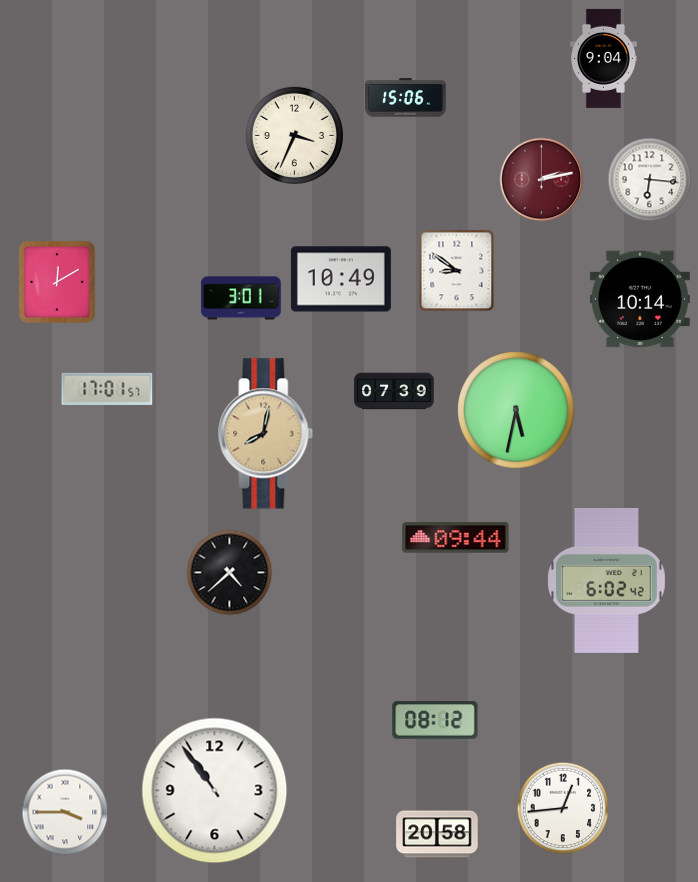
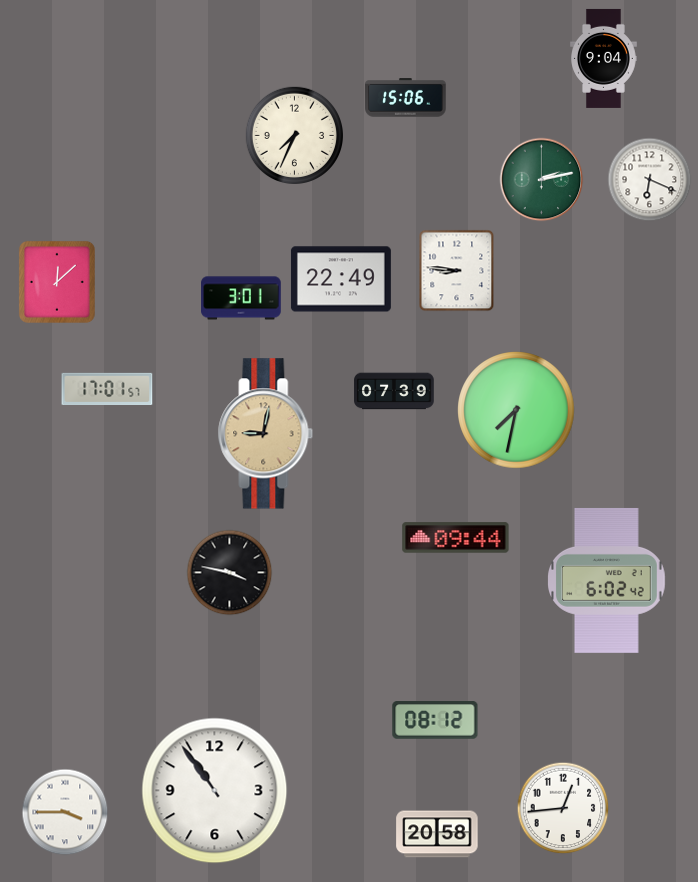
clock at (294, 135): 3:34 -> 7:34
clock at (542, 180) dial: burgundy -> green
clock at (650, 180): 6:16 -> 6:19
clock at (457, 271): 8:51 -> 8:46
clock at (341, 279): 10:49 -> 22:49
clock at (57, 282): 12:10 -> 12:08
clock at (640, 299): 10:14 -> none
clock at (516, 410): 5:32 -> 7:32
clock at (266, 434): 8:02 -> 9:02
clock at (230, 573): 4:38 -> 3:47
